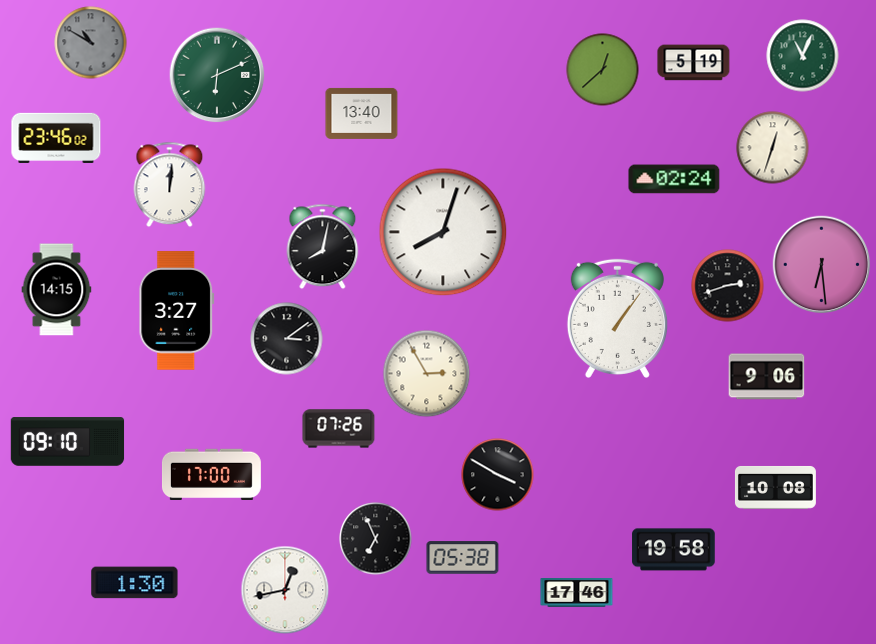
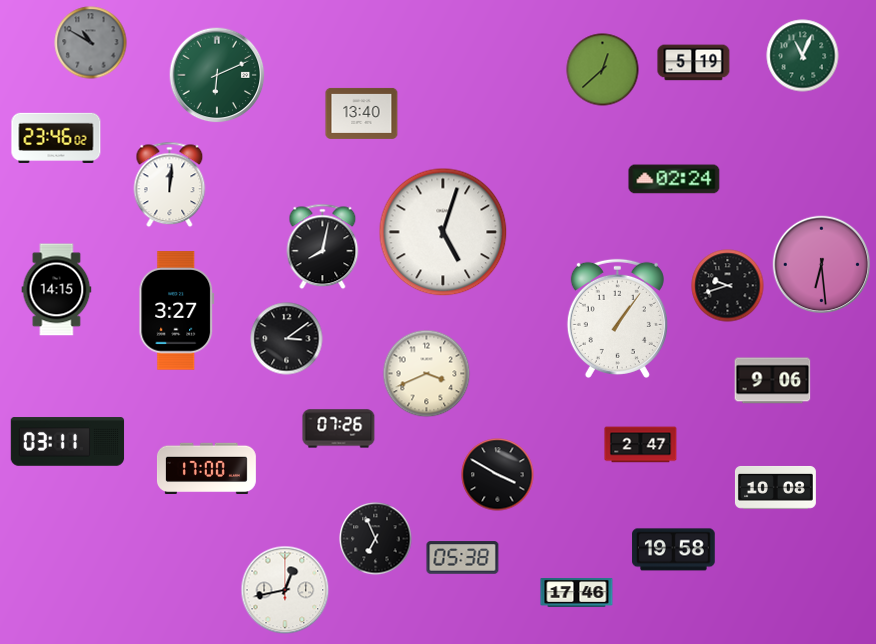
clock at (773, 148): 12:33 -> none
clock at (443, 232): 8:03 -> 5:03
clock at (728, 286): 2:42 -> 9:42
clock at (427, 374): 2:55 -> 3:41
clock at (767, 377) position: (767, 377) -> (773, 381)
clock at (68, 442): 09:10 -> 03:11
clock at (641, 445): none -> 2:47
clock at (211, 474) position: (211, 474) -> (206, 468)
clock at (135, 583): 1:30 -> none
